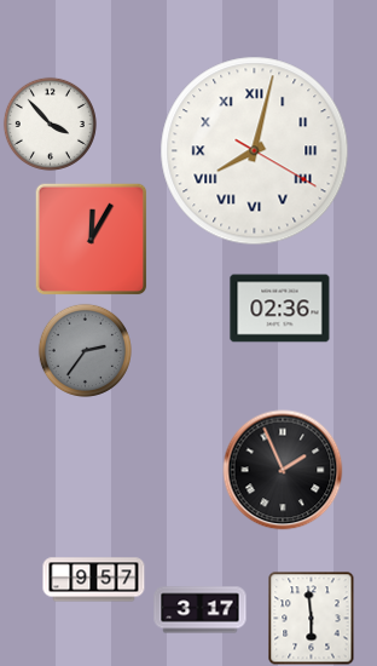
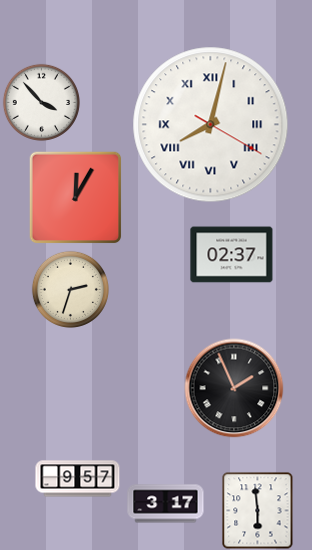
clock at (280, 309): 02:36 -> 02:37
clock at (85, 350): 2:36 -> 2:33
clock at (85, 350) dial: grey -> cream
